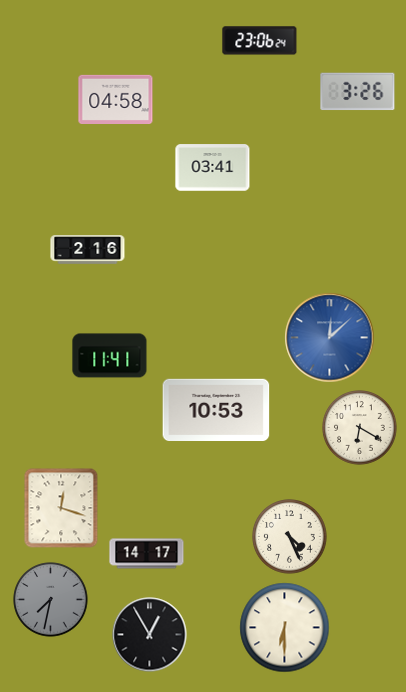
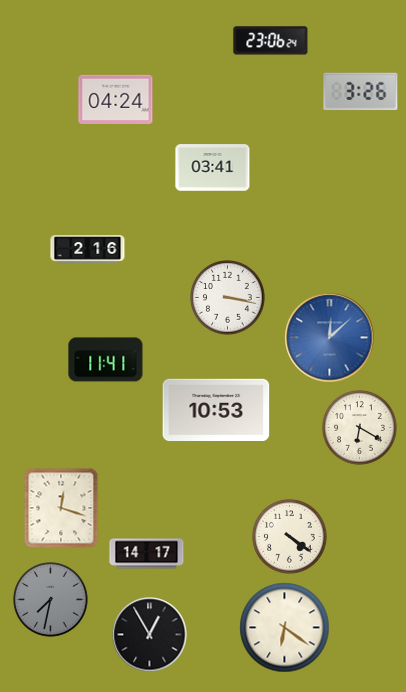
clock at (260, 41) position: (260, 41) -> (271, 41)
clock at (358, 92) position: (358, 92) -> (361, 92)
clock at (116, 99): 04:58 -> 04:24
clock at (228, 298): none -> 3:17
clock at (110, 356) position: (110, 356) -> (106, 360)
clock at (290, 537): 4:26 -> 4:21
clock at (285, 628): 6:30 -> 6:21
